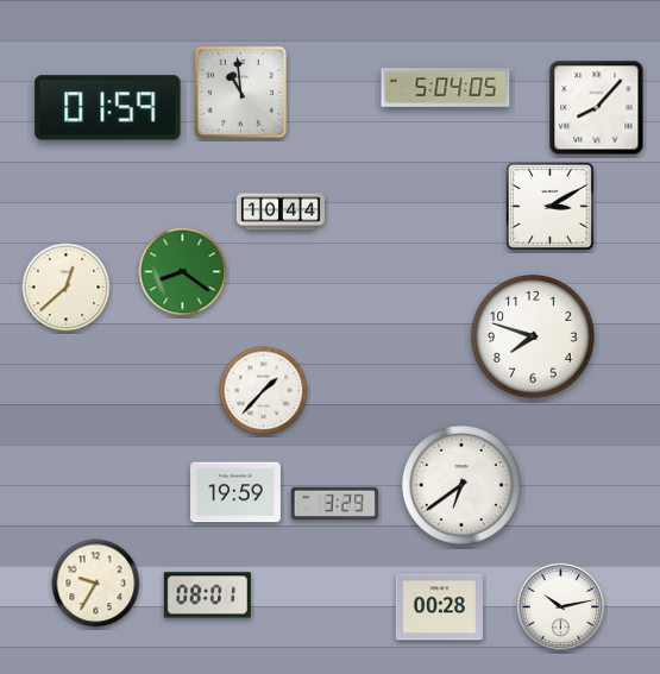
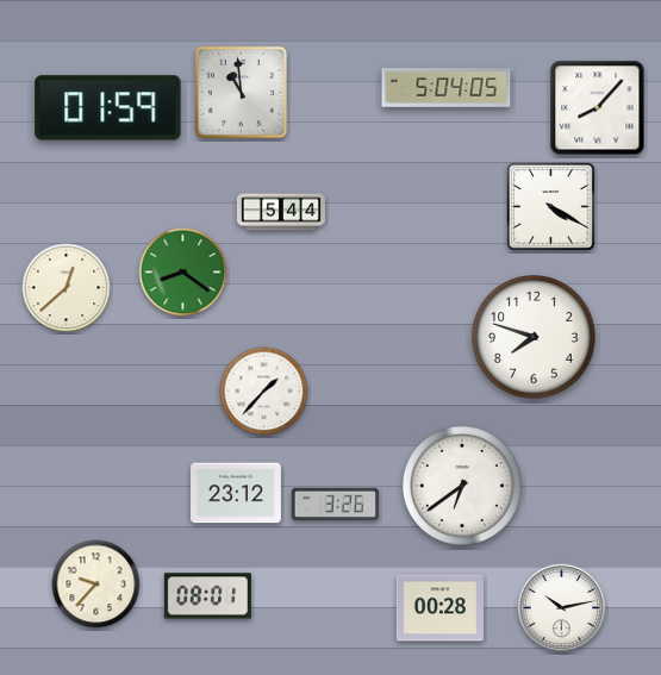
clock at (551, 207): 3:10 -> 4:20
clock at (281, 212): 10:44 -> 5:44
clock at (237, 492): 19:59 -> 23:12
clock at (334, 503): 3:29 -> 3:26
clock at (96, 584): 9:35 -> 9:37
